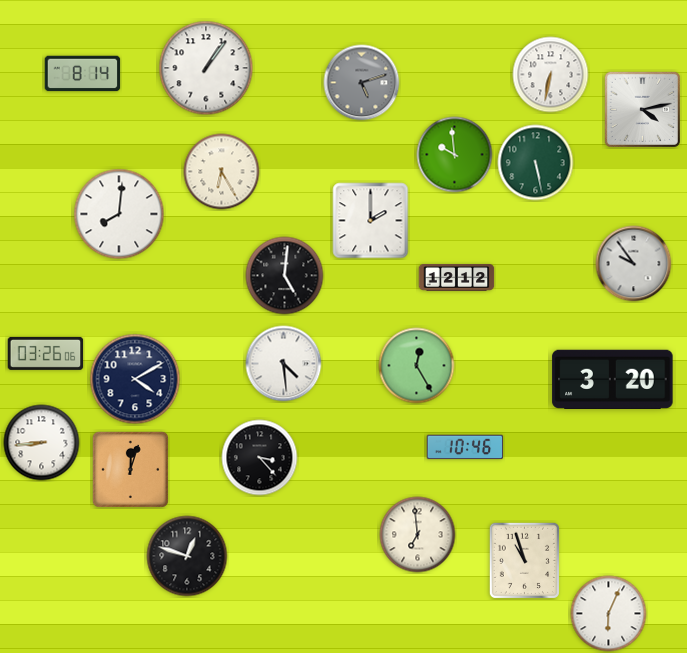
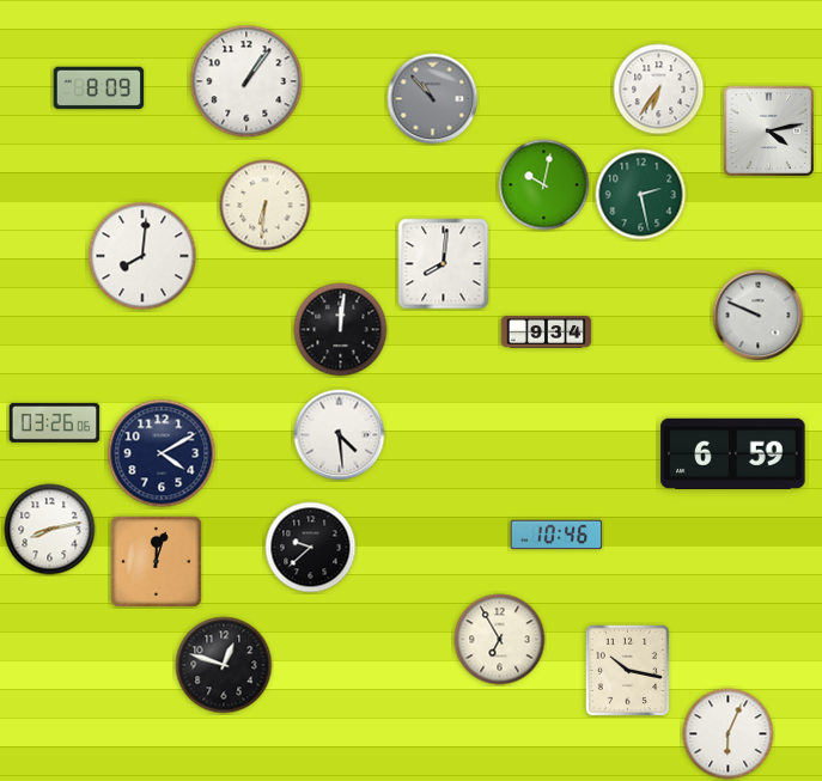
clock at (83, 74): 8:14 -> 8:09
clock at (551, 75): 6:32 -> 6:36
clock at (362, 83): 5:12 -> 10:53
clock at (455, 155): 9:59 -> 10:02
clock at (536, 163): 5:28 -> 2:28
clock at (222, 172): 6:25 -> 6:31
clock at (371, 221): 2:00 -> 8:01
clock at (634, 264): 9:54 -> 9:49
clock at (285, 276): 5:01 -> 12:01
clock at (457, 278): 12:12 -> 9:34
clock at (417, 366): 12:25 -> none
clock at (613, 379): 3:20 -> 6:59
clock at (42, 443): 8:44 -> 8:13
clock at (260, 458): 3:23 -> 9:38
clock at (418, 535): 6:59 -> 6:55
clock at (524, 560): 10:57 -> 10:17
